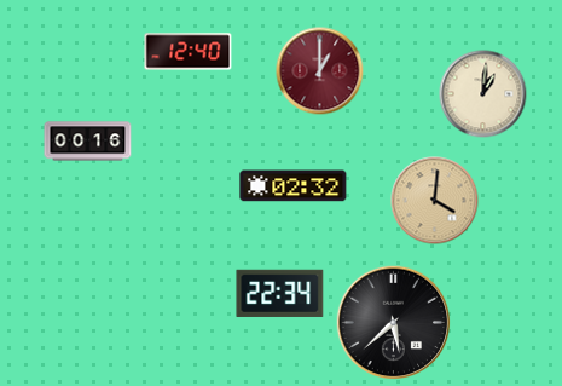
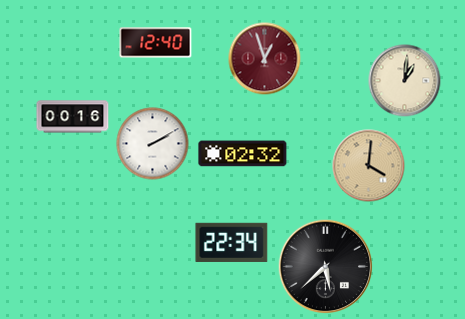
clock at (320, 71): 1:00 -> 12:57
clock at (483, 94) position: (483, 94) -> (405, 81)
clock at (153, 144): none -> 2:10
clock at (435, 201) position: (435, 201) -> (369, 166)
